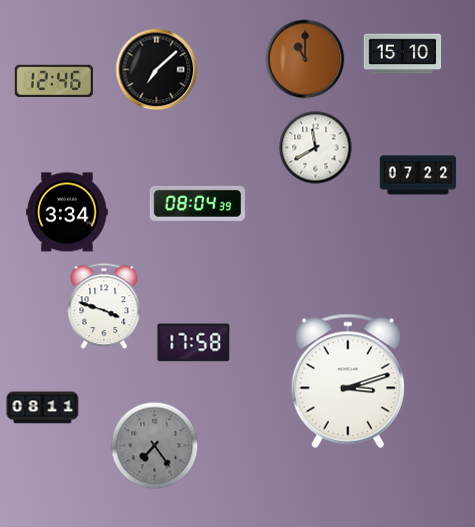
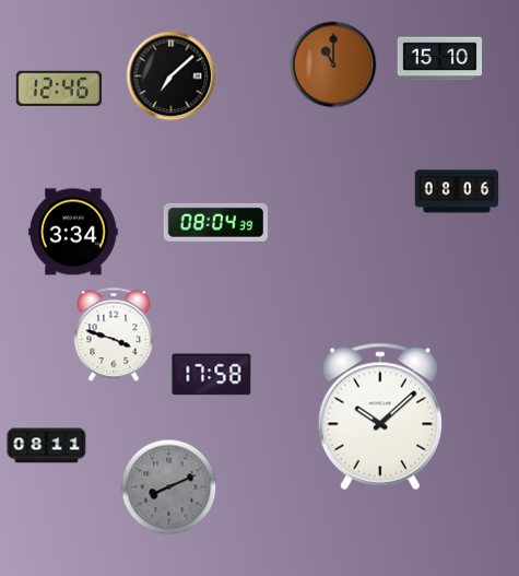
clock at (316, 148): 11:40 -> none
clock at (418, 175): 07:22 -> 08:06
clock at (348, 381): 3:12 -> 10:08
clock at (155, 446): 7:24 -> 8:11
